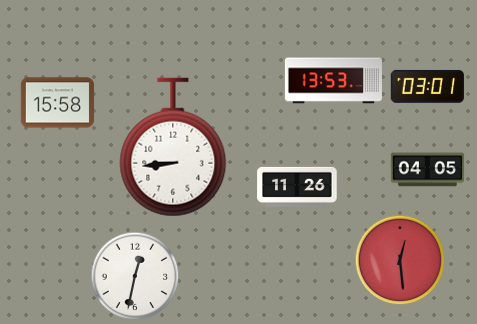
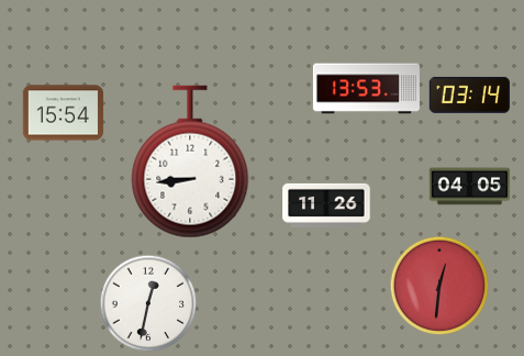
clock at (427, 86): 03:01 -> 03:14
clock at (58, 103): 15:58 -> 15:54
clock at (400, 260): 12:29 -> 12:31
